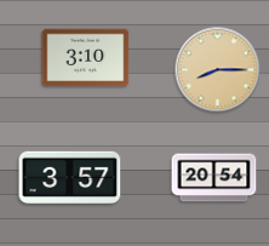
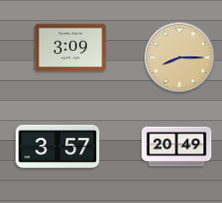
clock at (86, 58): 3:10 -> 3:09
clock at (214, 178): 20:54 -> 20:49
